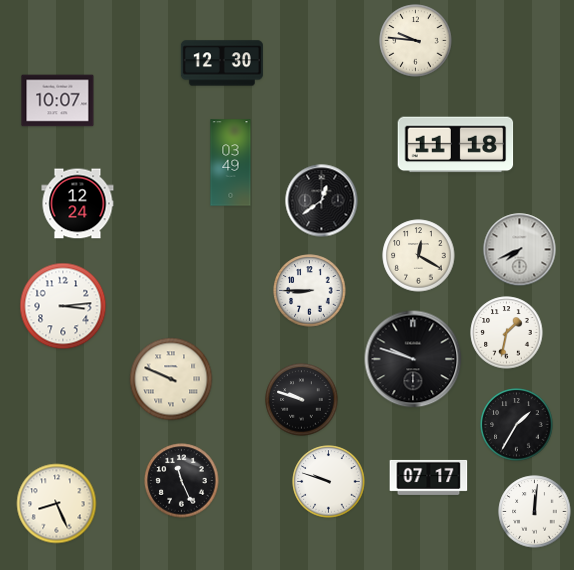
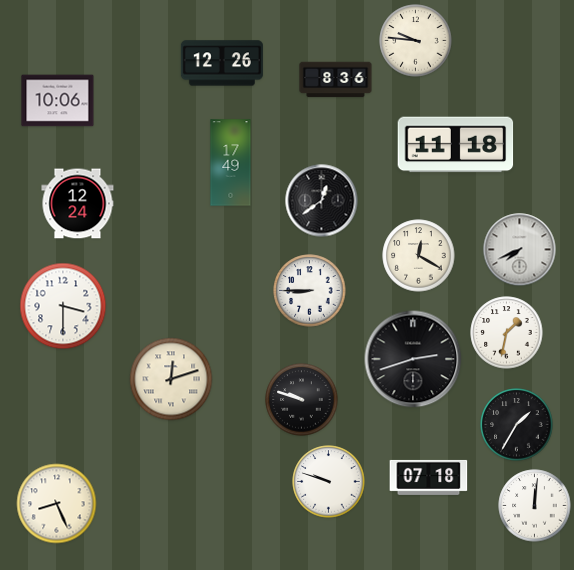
clock at (222, 63): 12:30 -> 12:26
clock at (336, 80): none -> 8:36
clock at (58, 101): 10:07 -> 10:06
clock at (231, 163): 03:49 -> 17:49
clock at (63, 306): 3:14 -> 3:30
clock at (413, 359): 9:48 -> 2:42
clock at (171, 379): 9:49 -> 12:12
clock at (429, 477): 07:17 -> 07:18
clock at (182, 481): 11:26 -> none
clock at (535, 512) position: (535, 512) -> (535, 506)
